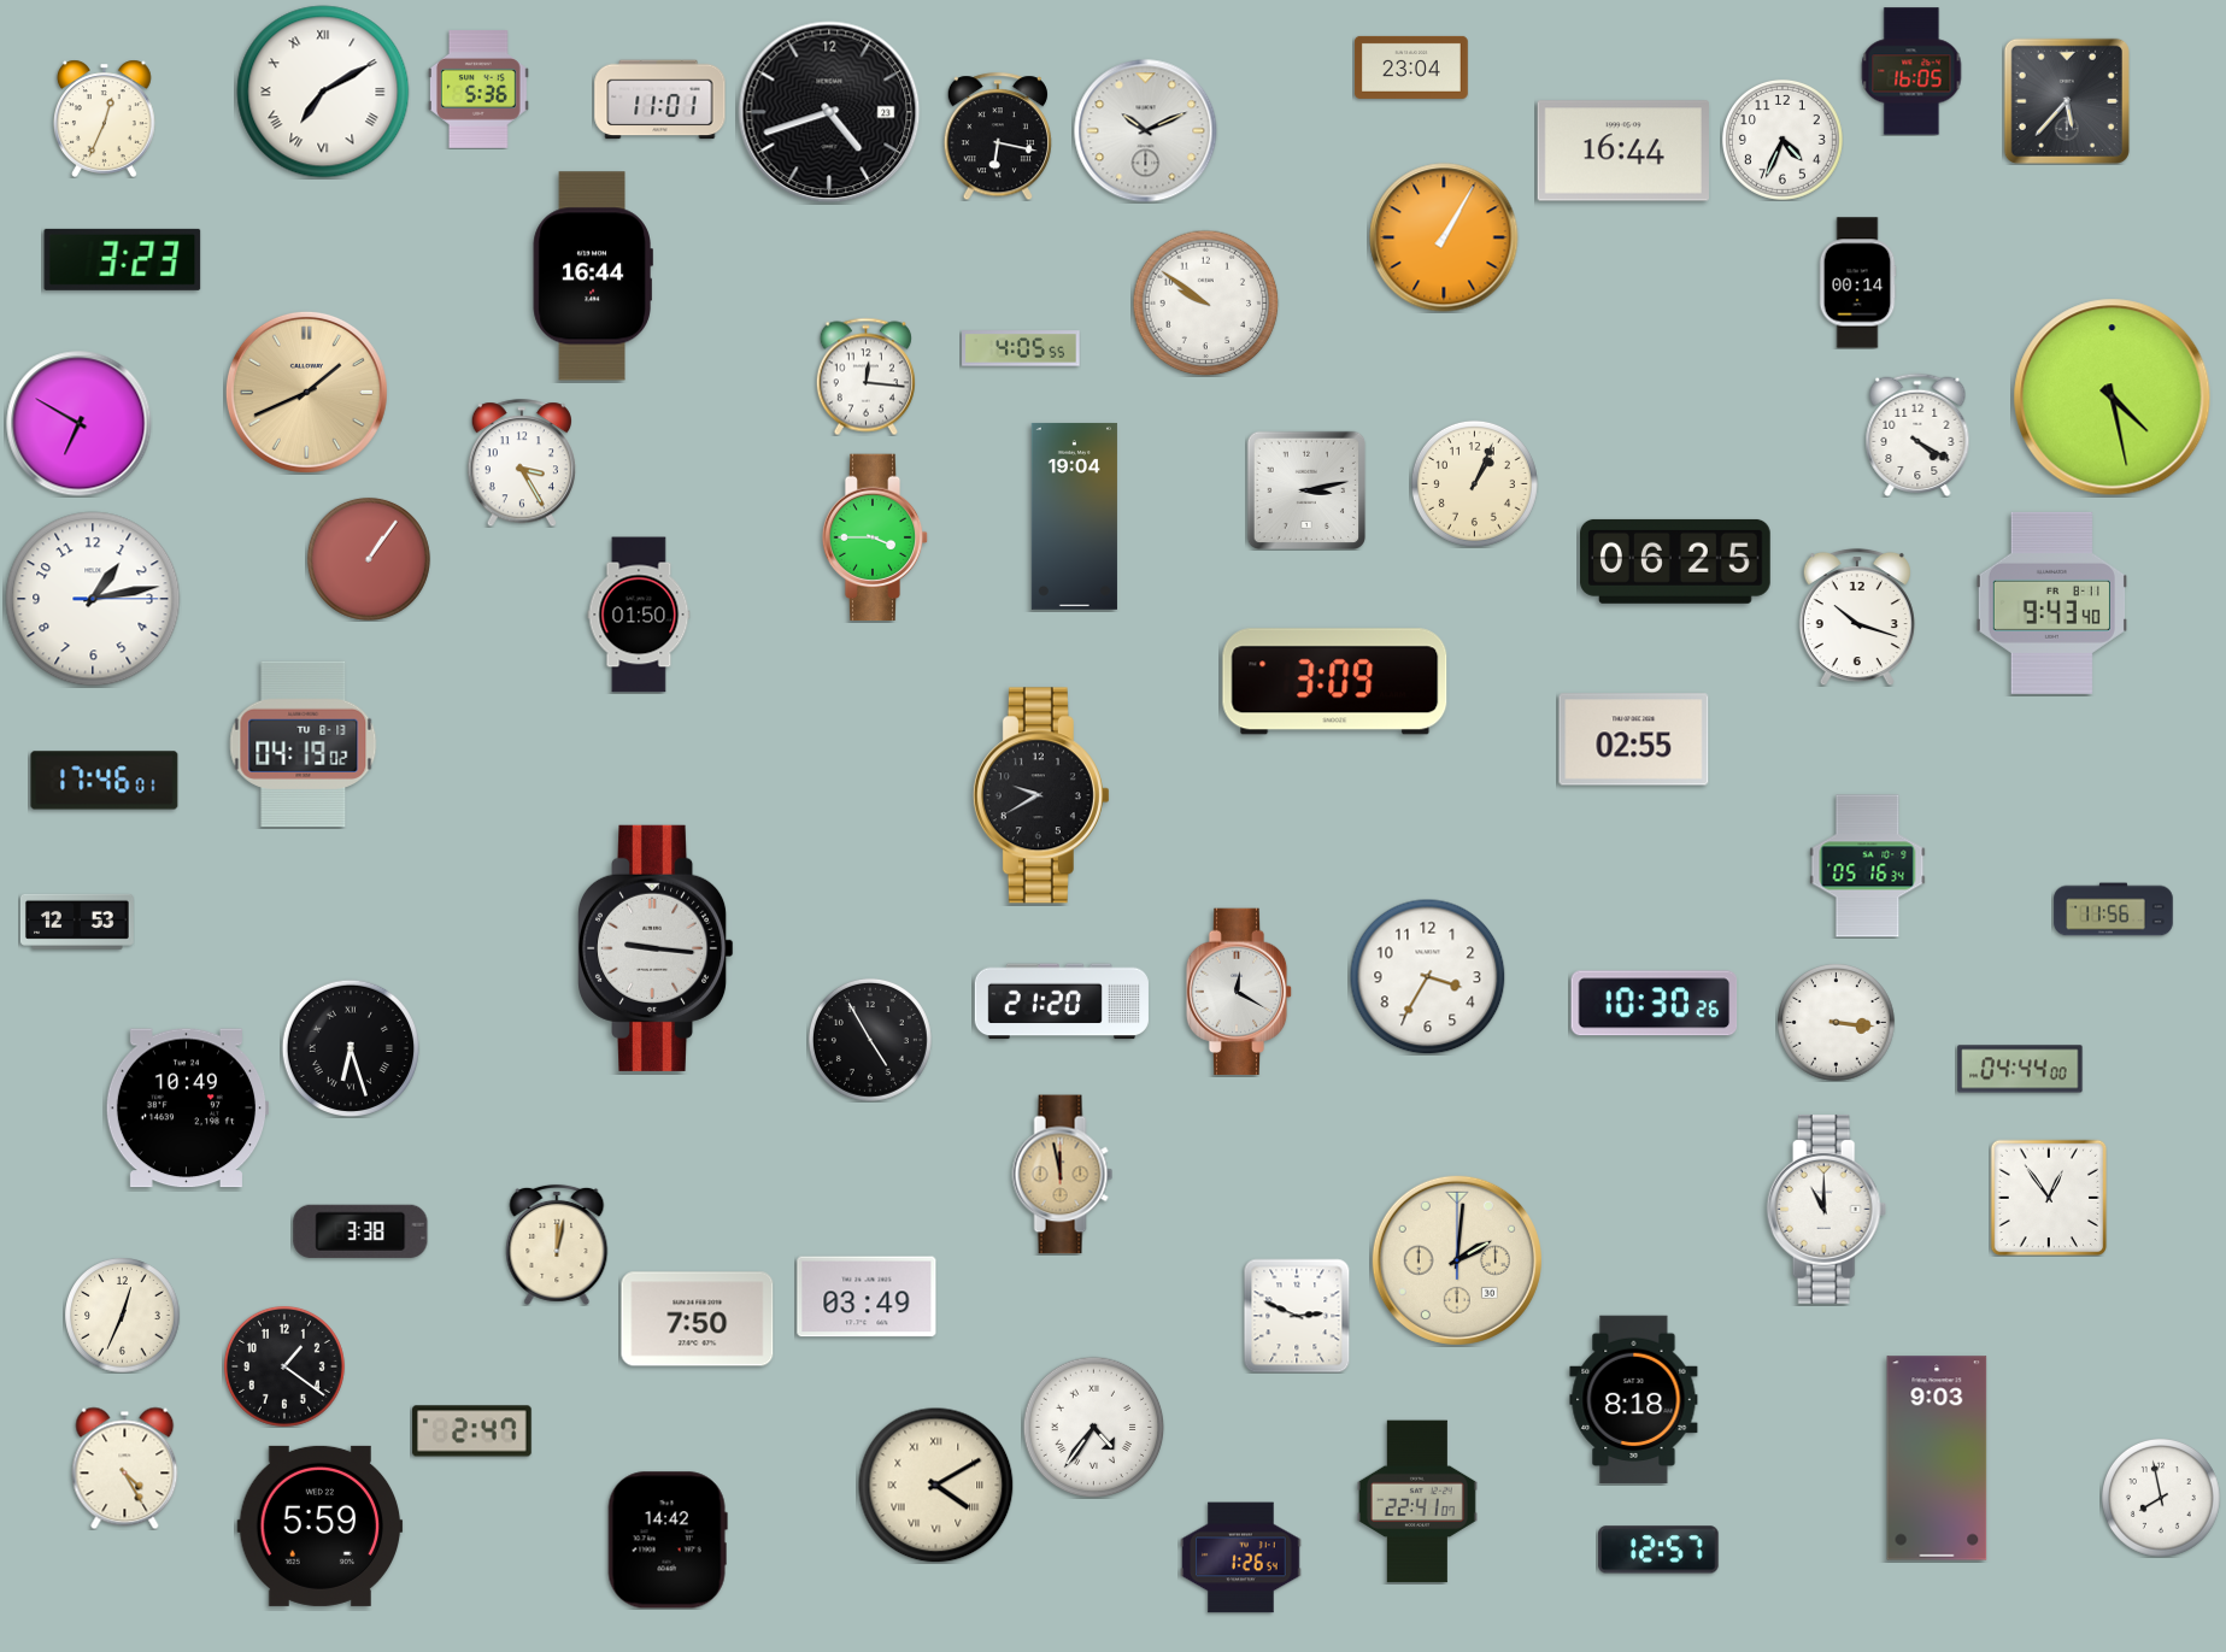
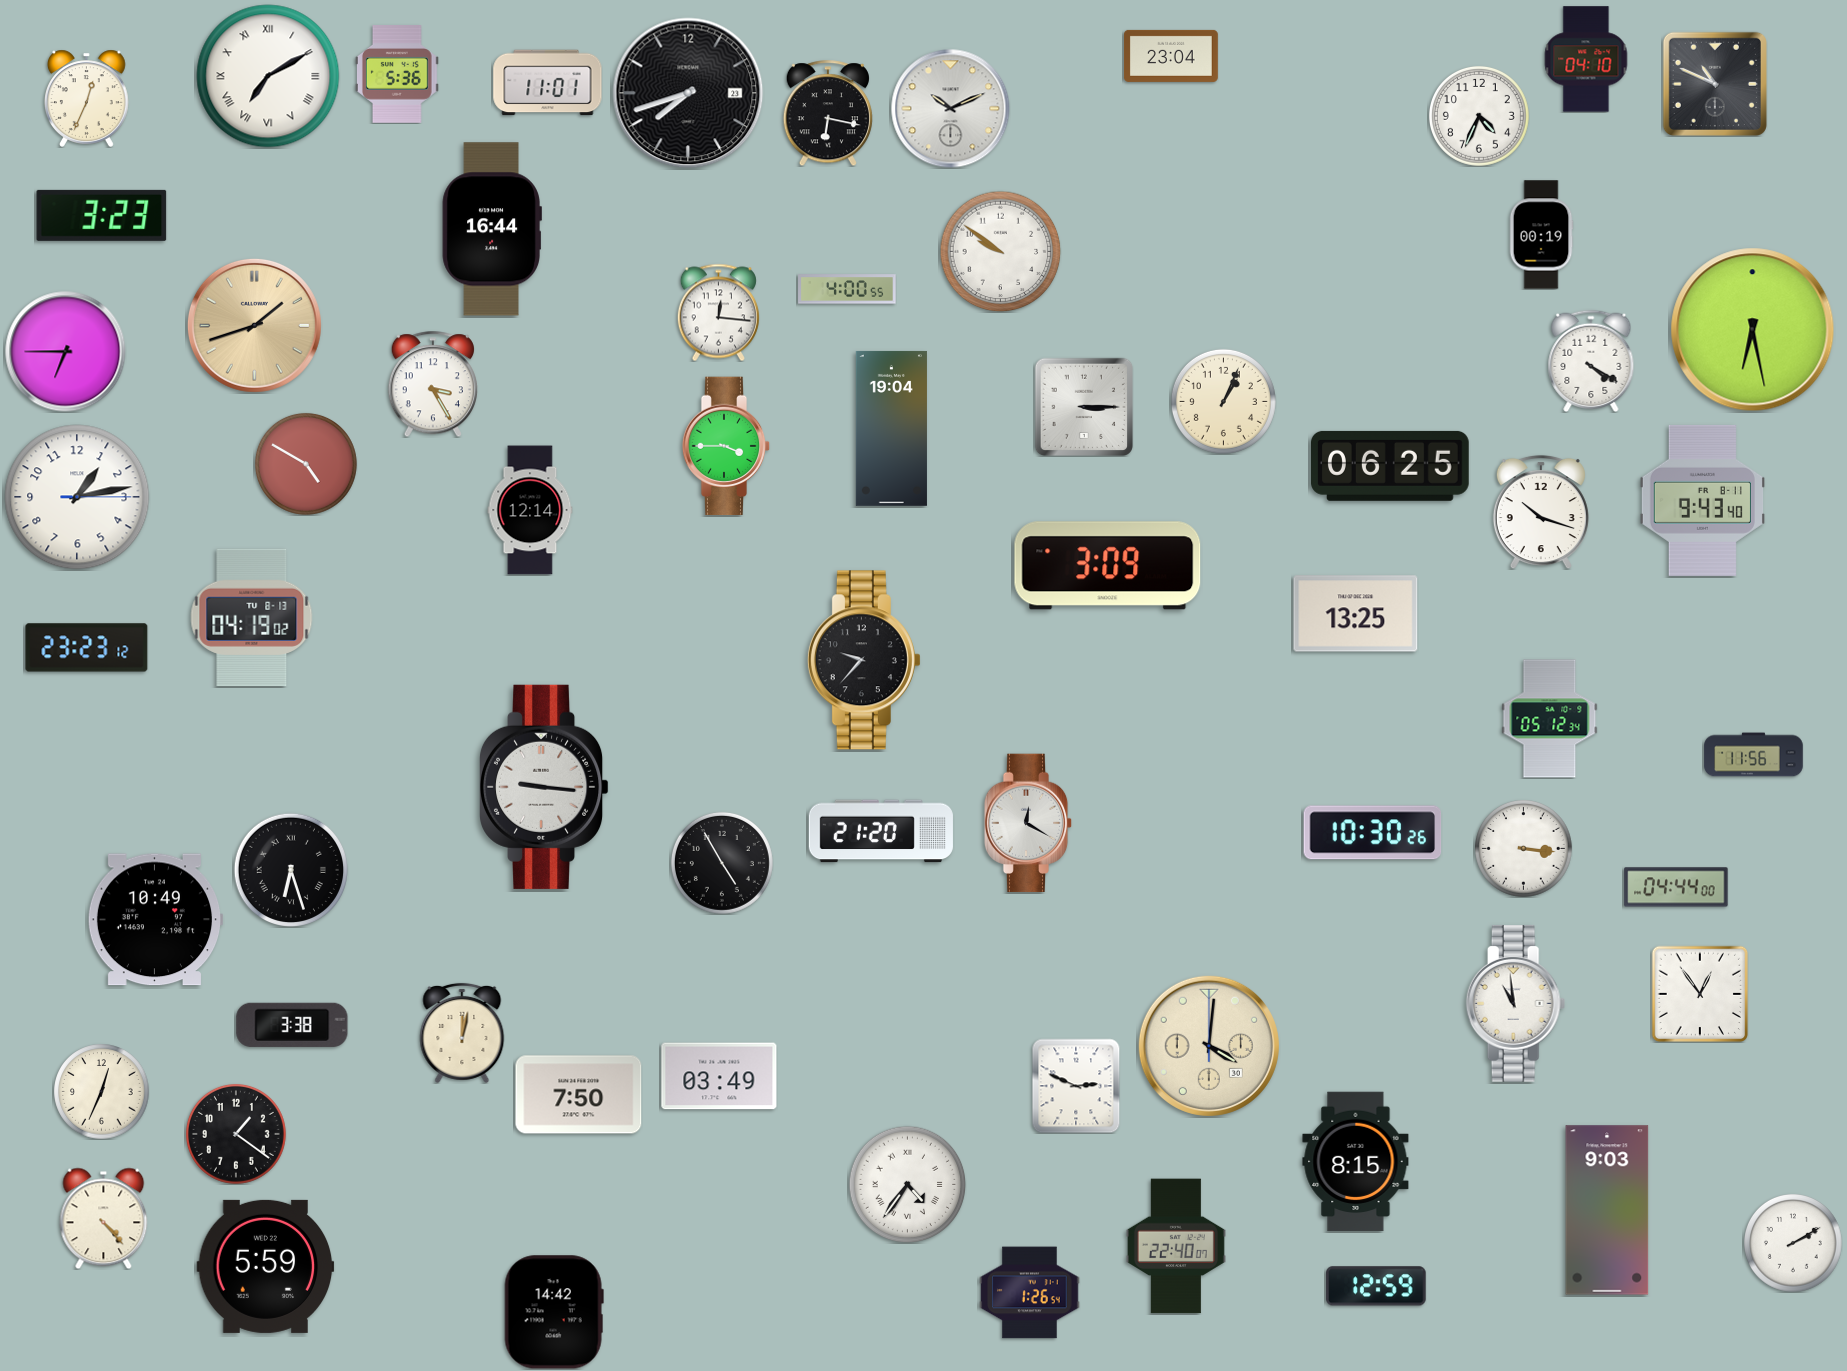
clock at (1911, 71): 16:05 -> 04:10
clock at (2067, 101): 5:37 -> 10:49
clock at (829, 112): 4:42 -> 7:42
clock at (1623, 151): 16:44 -> none
clock at (1444, 237): 1:05 -> none
clock at (1857, 283): 00:14 -> 00:19
clock at (1021, 348): 4:05 -> 4:00
clock at (306, 392): 1:41 -> 1:42
clock at (2113, 398): 4:28 -> 6:28
clock at (80, 424): 6:50 -> 6:45
clock at (1305, 489): 3:13 -> 3:15
clock at (369, 559): 1:06 -> 4:50
clock at (639, 615): 01:50 -> 12:14
clock at (1634, 740): 02:55 -> 13:25
clock at (105, 781): 17:46 -> 23:23
clock at (1041, 795): 9:40 -> 9:37
clock at (1868, 866): 05:16 -> 05:12
clock at (77, 922): 12:53 -> none
clock at (1427, 976): 3:35 -> none
clock at (1063, 1175): 11:58 -> none
clock at (1827, 1209): 11:00 -> 10:59
clock at (360, 1231) position: (360, 1231) -> (292, 1025)
clock at (1457, 1260): 2:01 -> 4:01
clock at (1297, 1316) position: (1297, 1316) -> (1076, 1086)
clock at (1634, 1400): 8:18 -> 8:15
clock at (472, 1431): 2:47 -> none
clock at (125, 1468): 4:25 -> 4:23
clock at (935, 1485): 4:10 -> none
clock at (2162, 1499): 7:58 -> 2:10
clock at (1417, 1501): 22:41 -> 22:40
clock at (668, 1540) position: (668, 1540) -> (554, 1312)
clock at (1658, 1550): 12:57 -> 12:59
